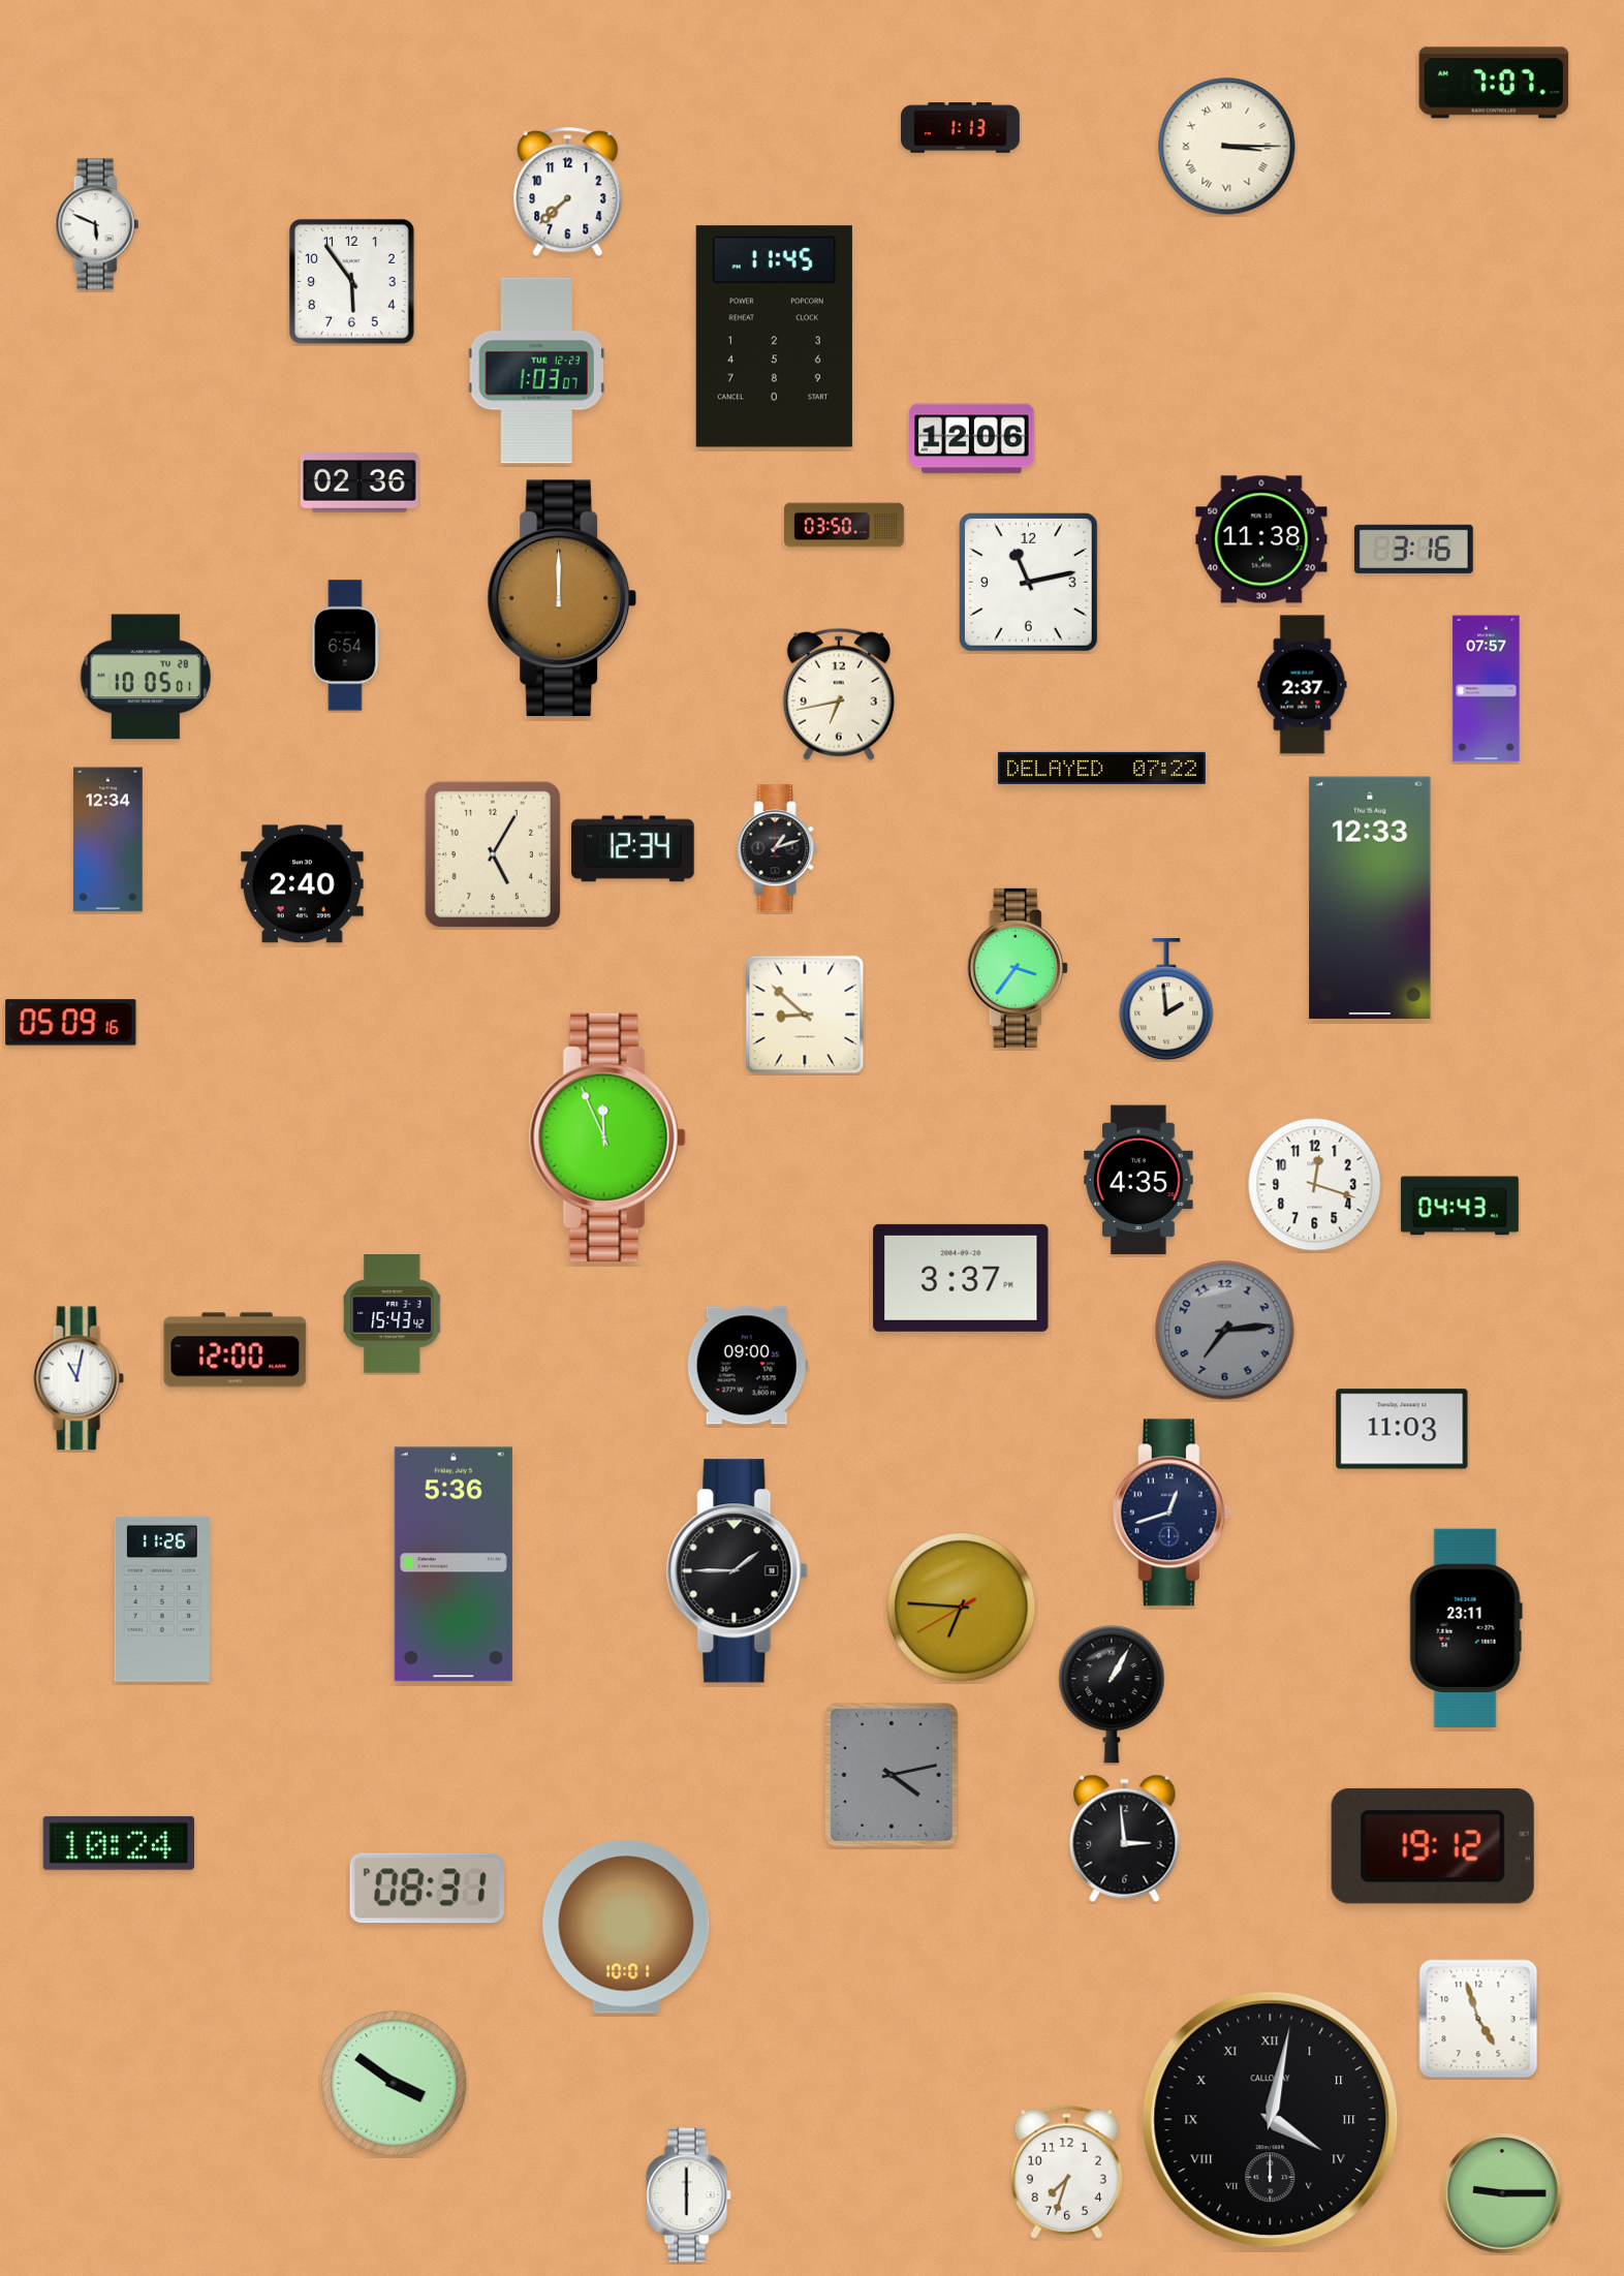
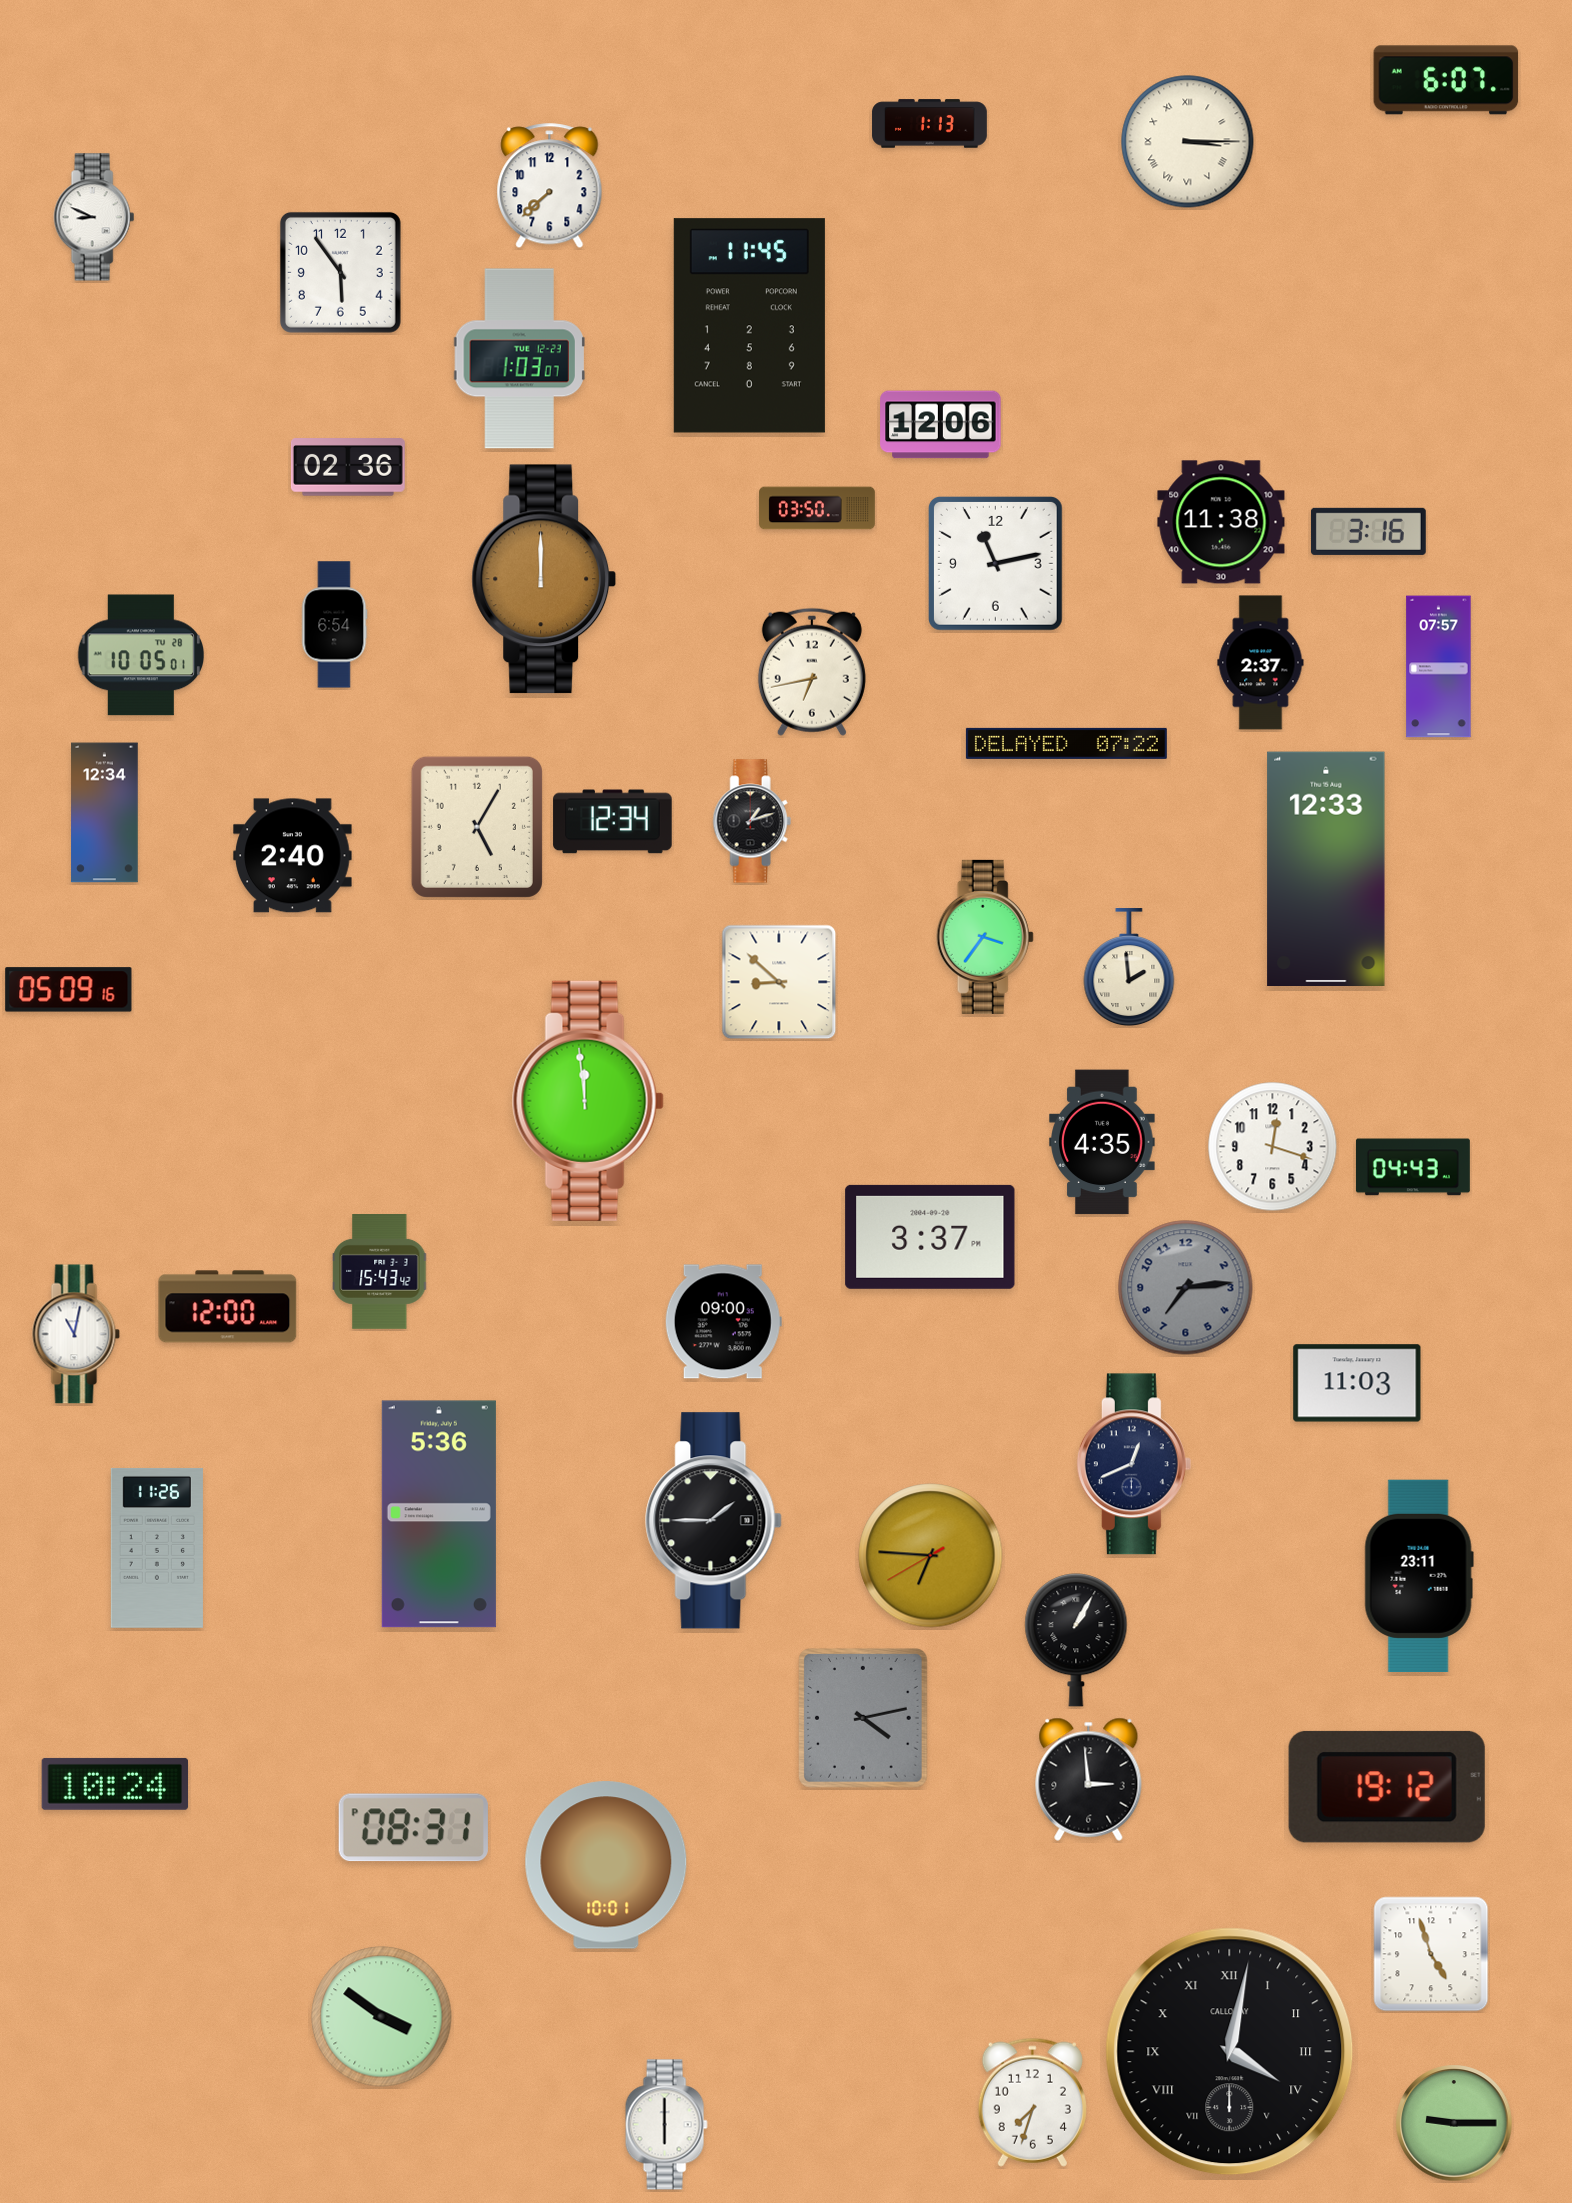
clock at (1494, 83): 7:07 -> 6:07
clock at (97, 224): 5:49 -> 8:49
clock at (607, 1137): 11:56 -> 11:59
clock at (1172, 1513): 12:42 -> 12:41
